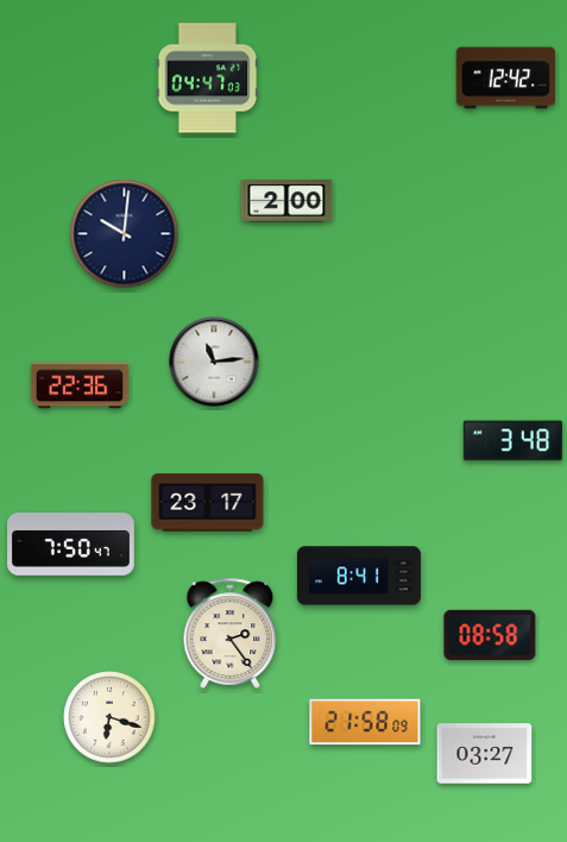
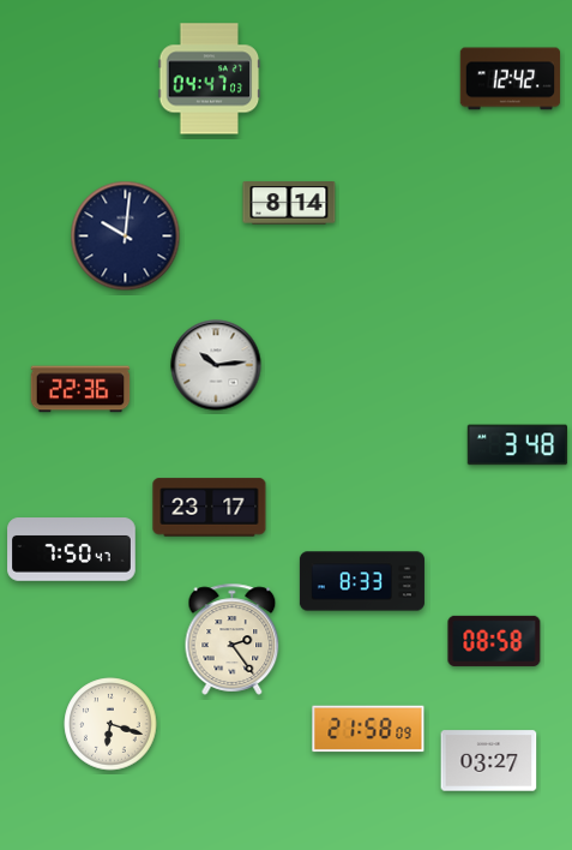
clock at (286, 202): 2:00 -> 8:14
clock at (214, 362): 11:14 -> 10:14
clock at (359, 576): 8:41 -> 8:33
